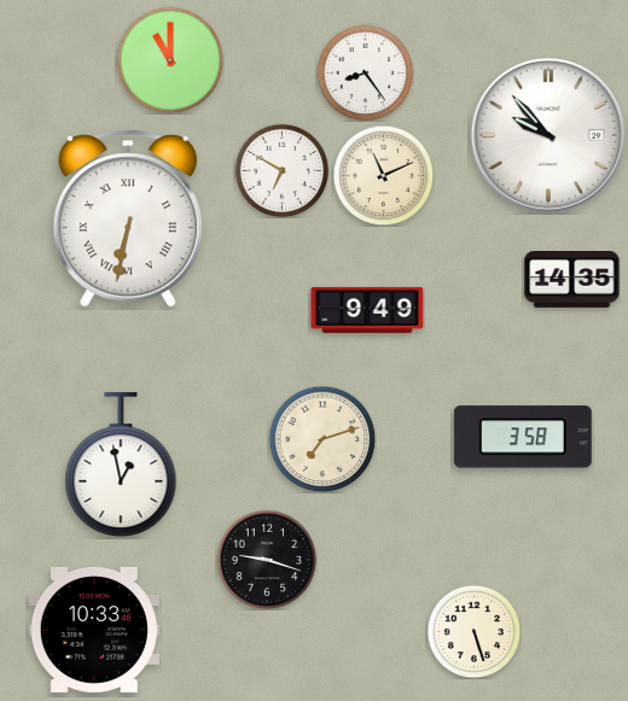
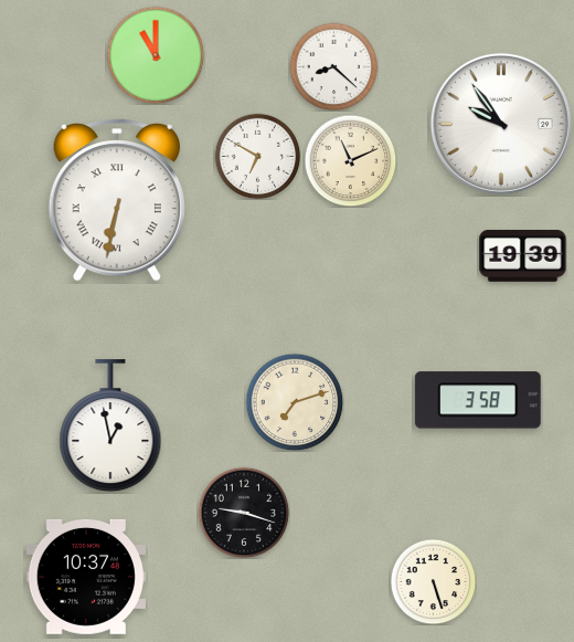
clock at (365, 72): 8:24 -> 8:22
clock at (548, 135): 9:53 -> 9:54
clock at (572, 280): 14:35 -> 19:39
clock at (367, 310): 9:49 -> none
clock at (94, 630): 10:33 -> 10:37
clock at (473, 631) position: (473, 631) -> (433, 581)
